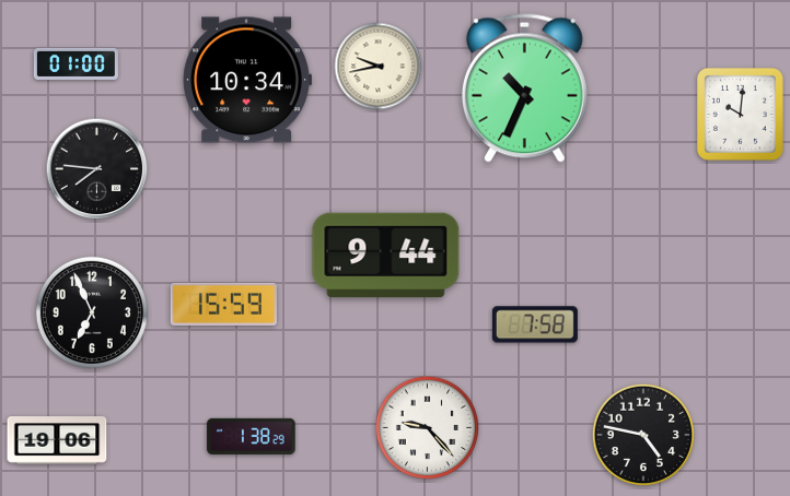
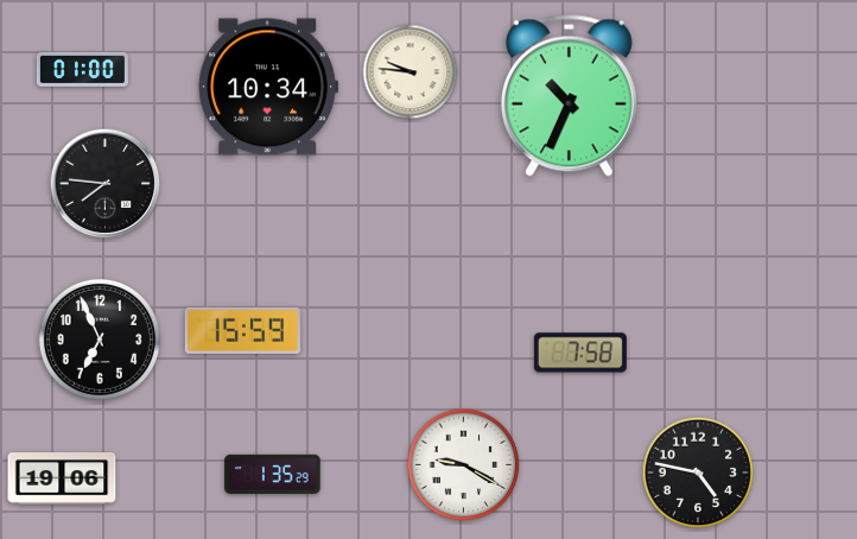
clock at (379, 67): 9:43 -> 9:46
clock at (740, 115): 10:01 -> none
clock at (386, 256): 9:44 -> none
clock at (428, 428): 9:23 -> 9:20
clock at (252, 436): 1:38 -> 1:35
